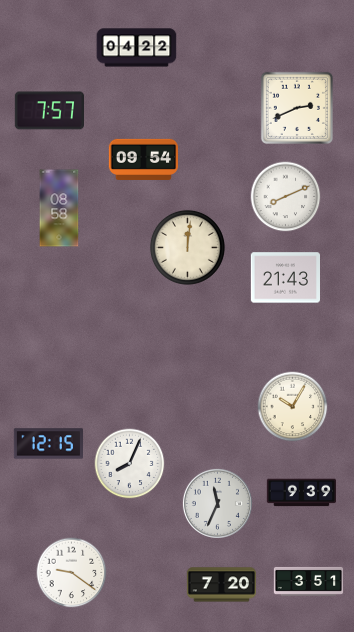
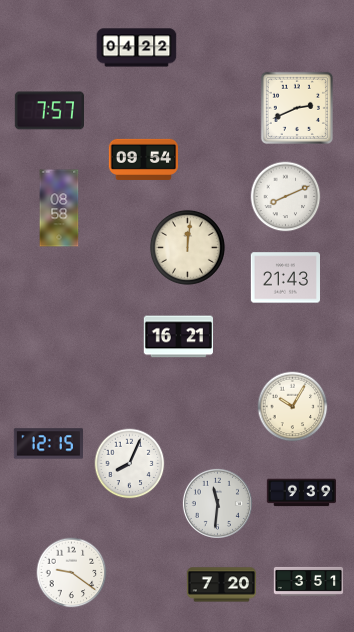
clock at (178, 337): none -> 16:21
clock at (217, 503): 11:34 -> 11:31
